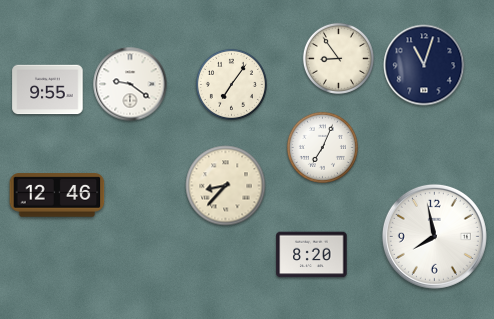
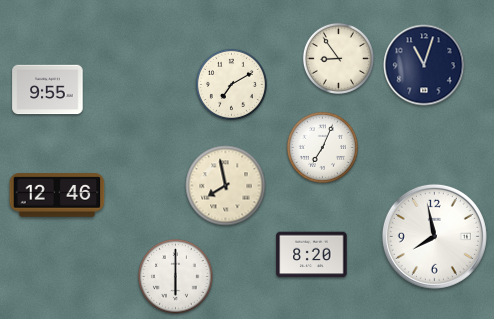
clock at (130, 84): 9:21 -> none
clock at (231, 84): 7:06 -> 7:10
clock at (226, 186): 8:37 -> 7:58
clock at (176, 277): none -> 6:00
